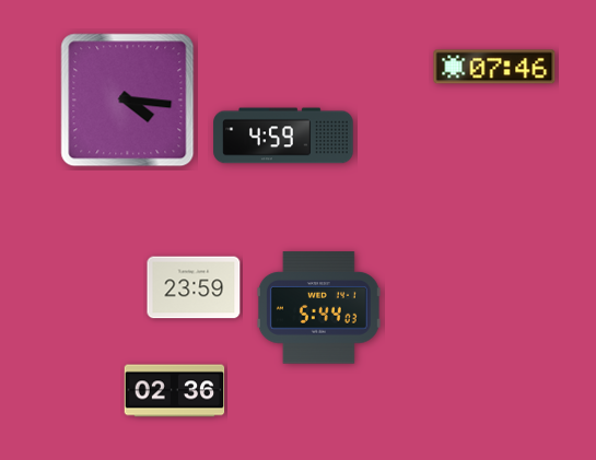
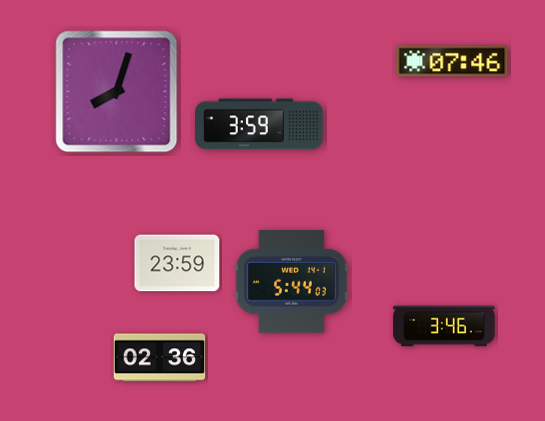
clock at (128, 101): 4:16 -> 8:03
clock at (283, 135): 4:59 -> 3:59
clock at (444, 326): none -> 3:46
